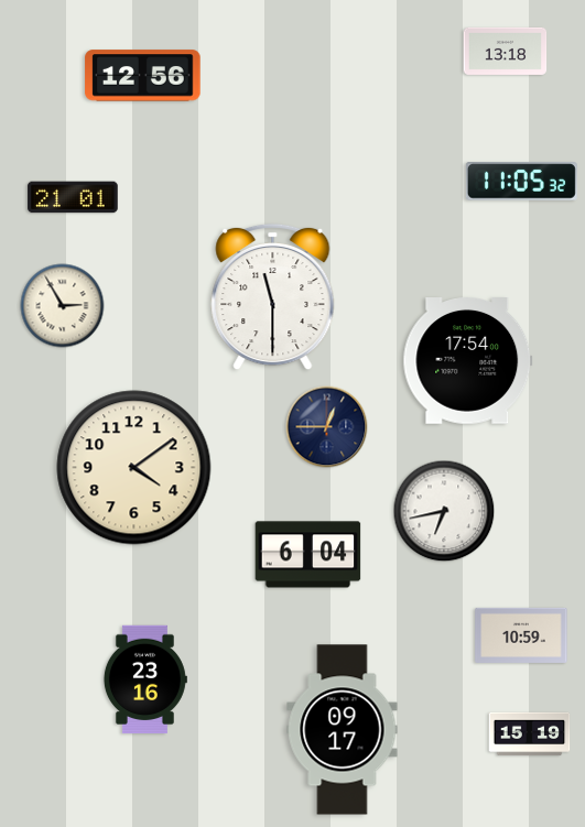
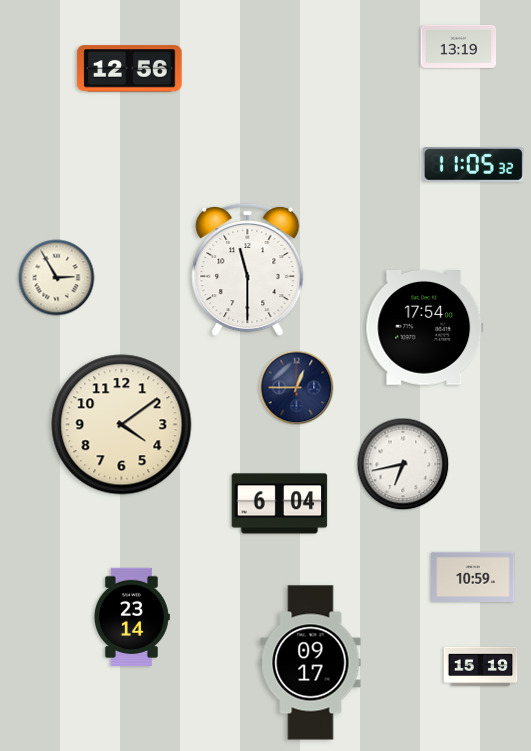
clock at (506, 51): 13:18 -> 13:19
clock at (73, 197): 21:01 -> none
clock at (144, 678): 23:16 -> 23:14
